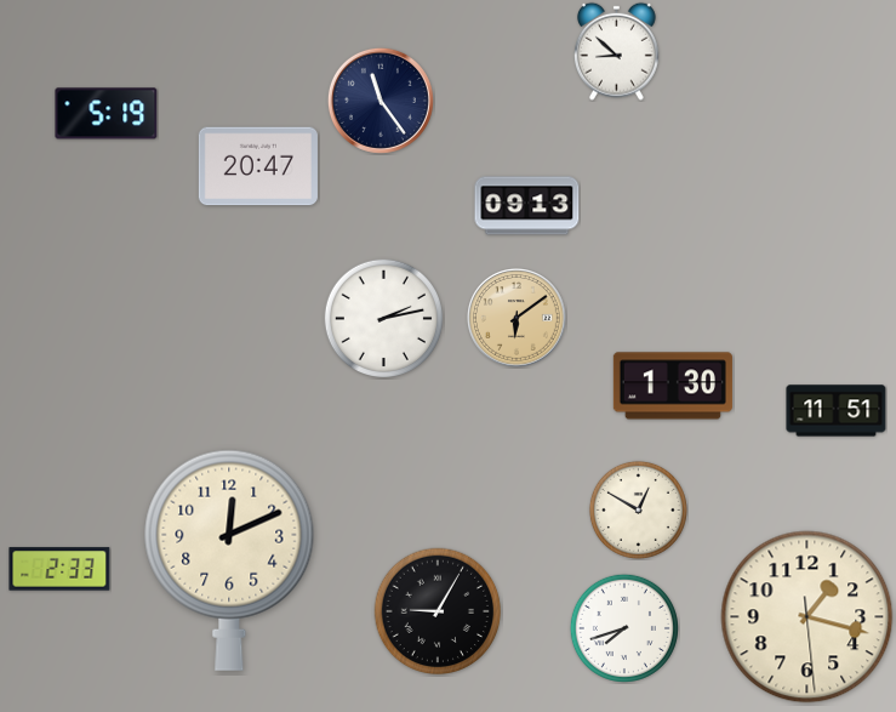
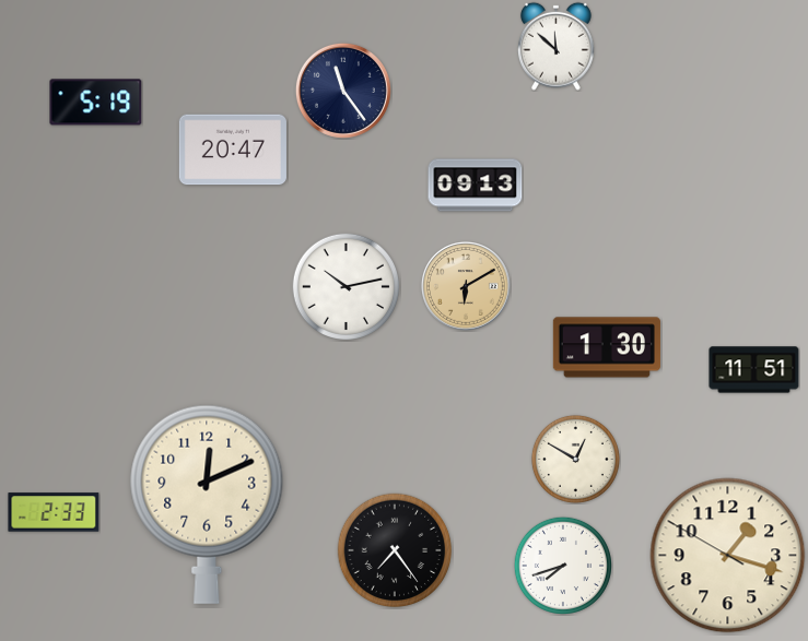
clock at (616, 51): 8:52 -> 11:52
clock at (383, 318): 2:13 -> 10:13
clock at (518, 319): 6:09 -> 6:10
clock at (438, 611): 9:05 -> 7:24
clock at (807, 617): 1:17:29 -> 1:17:50
